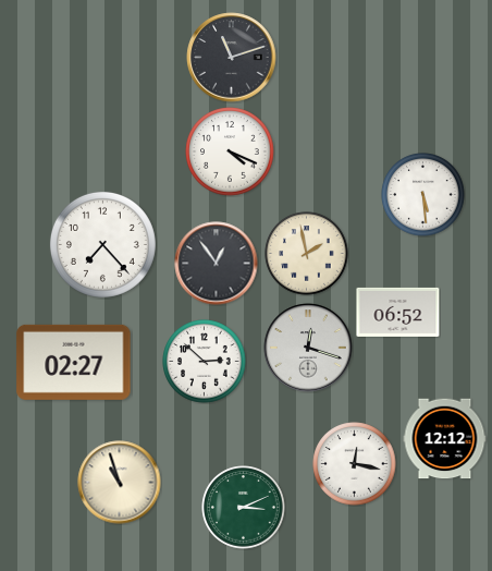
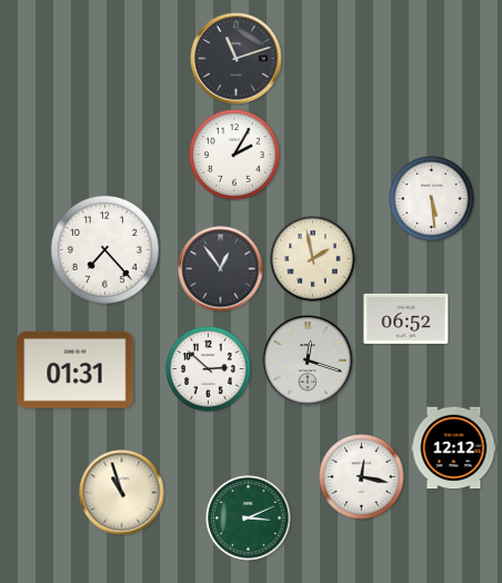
clock at (230, 151): 4:19 -> 2:05
clock at (308, 348) position: (308, 348) -> (308, 360)
clock at (74, 362): 02:27 -> 01:31
clock at (355, 464) position: (355, 464) -> (362, 477)
